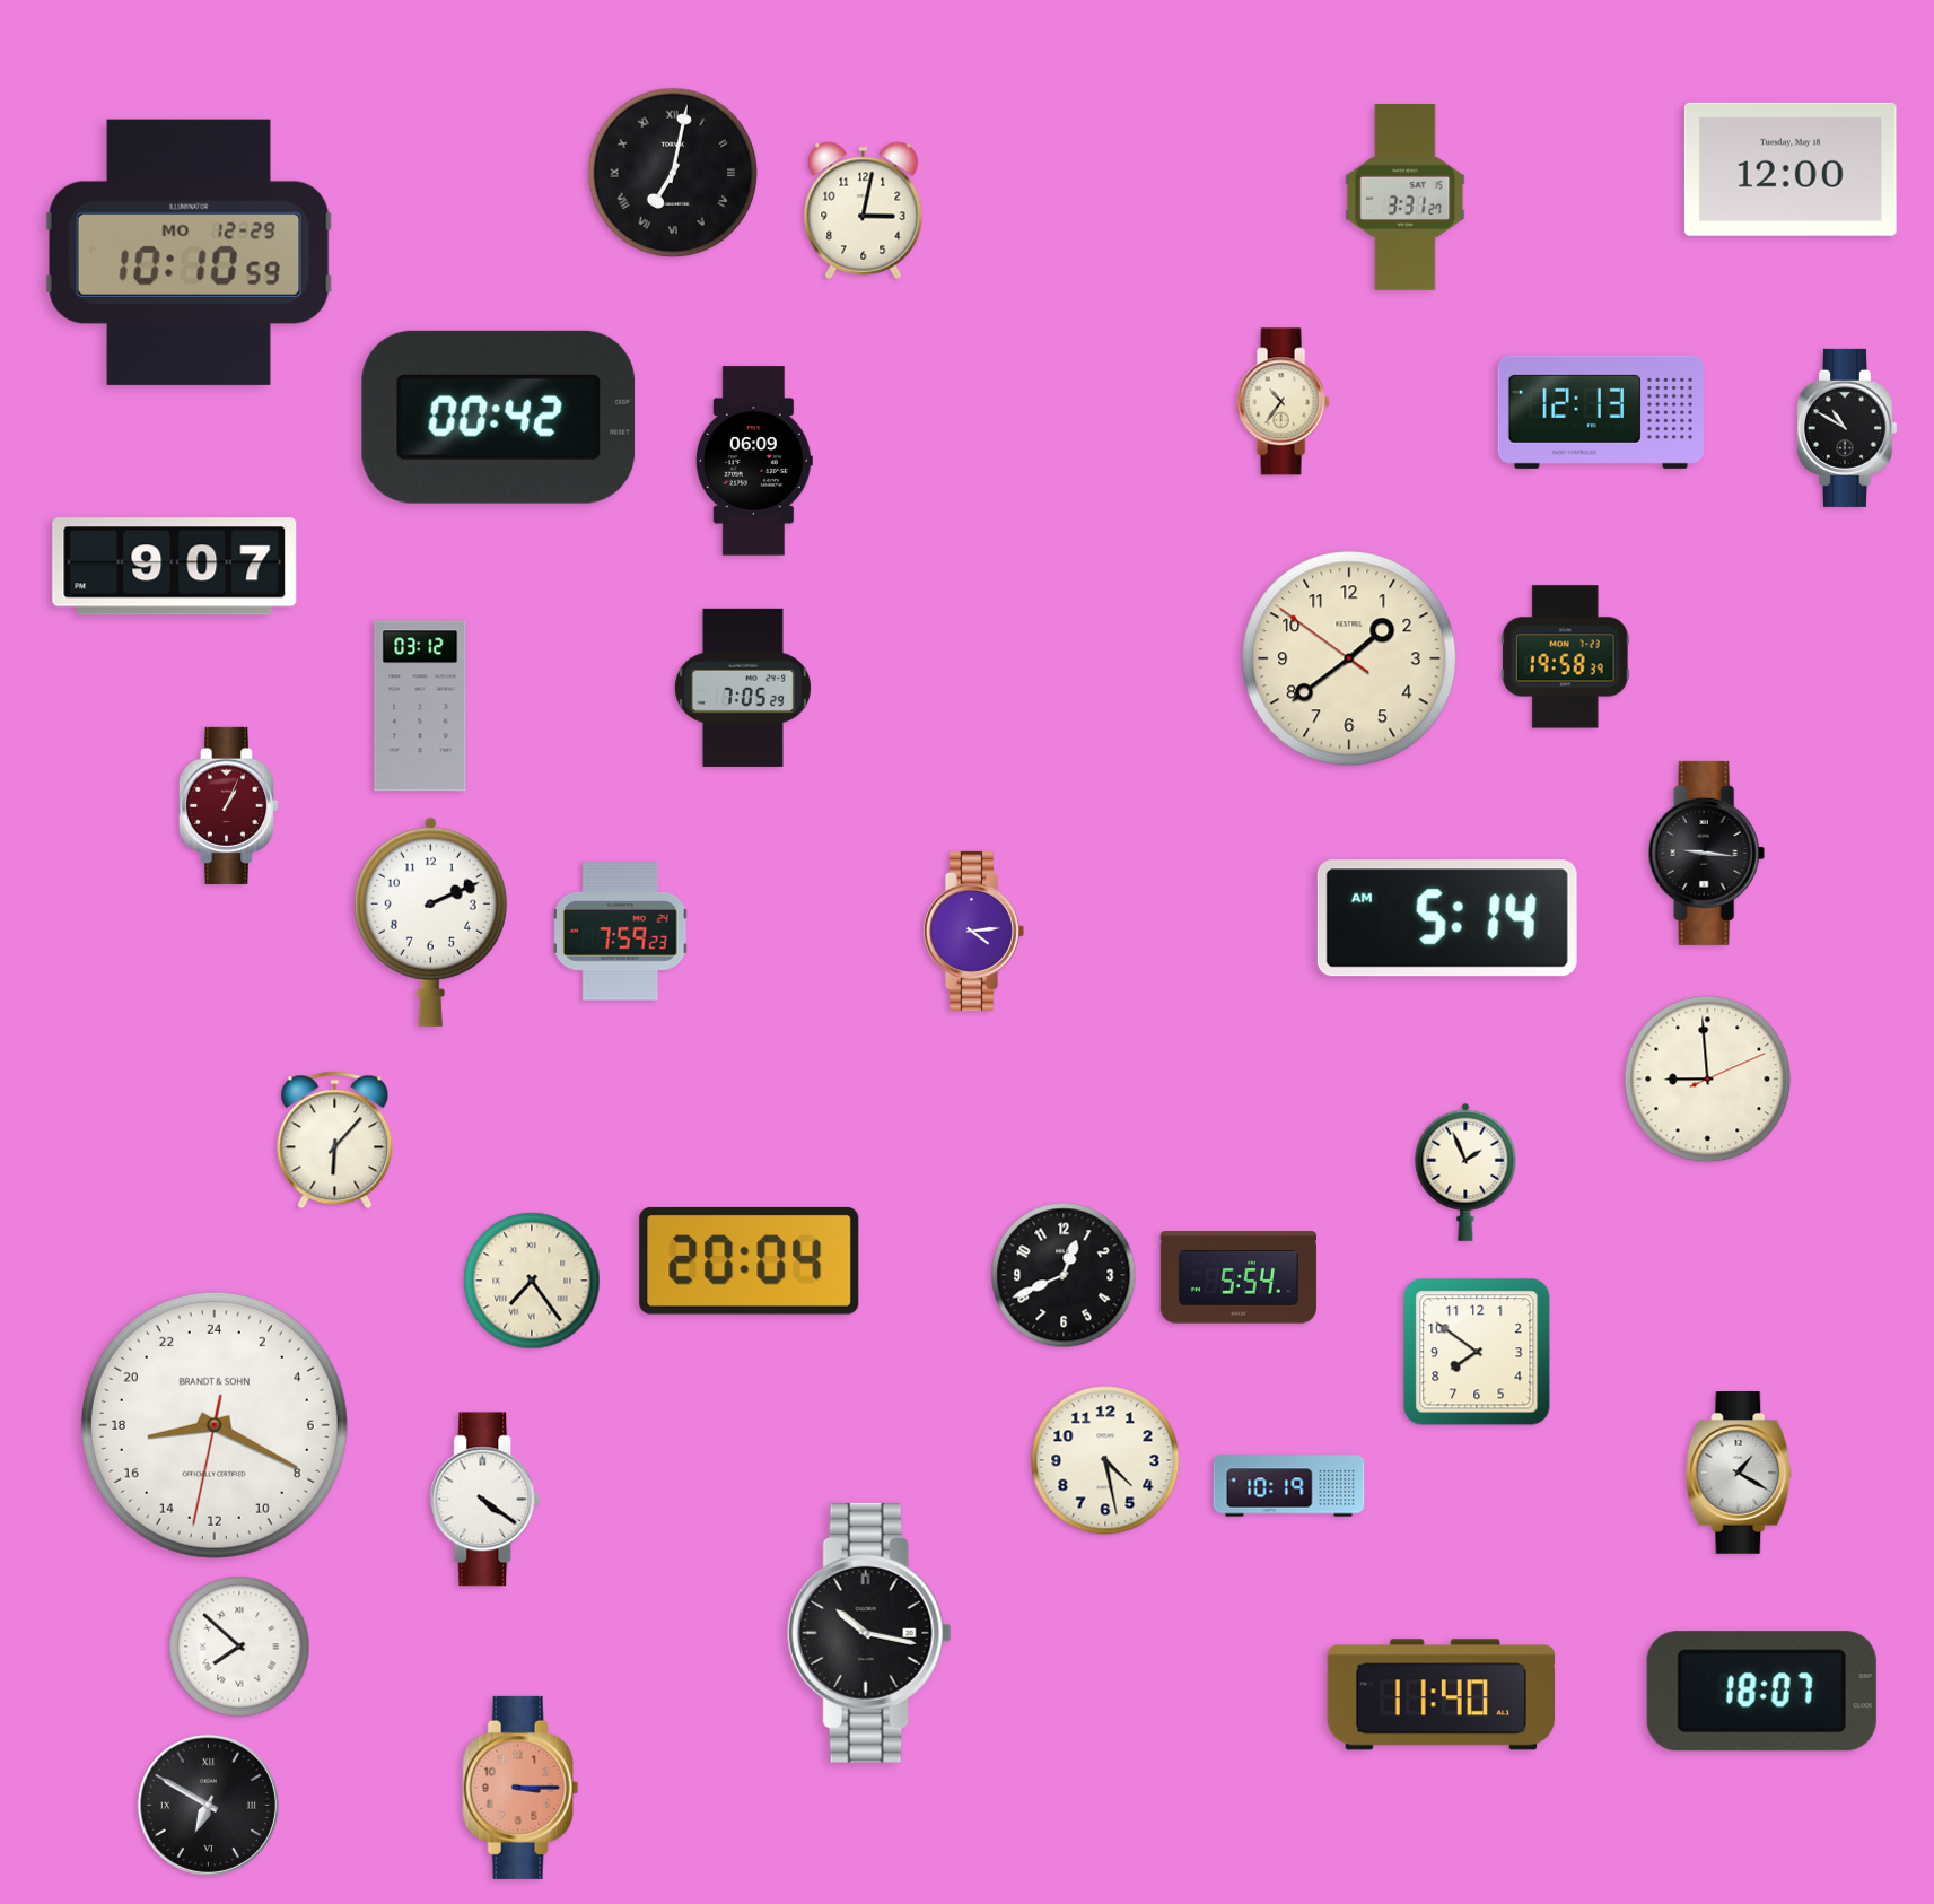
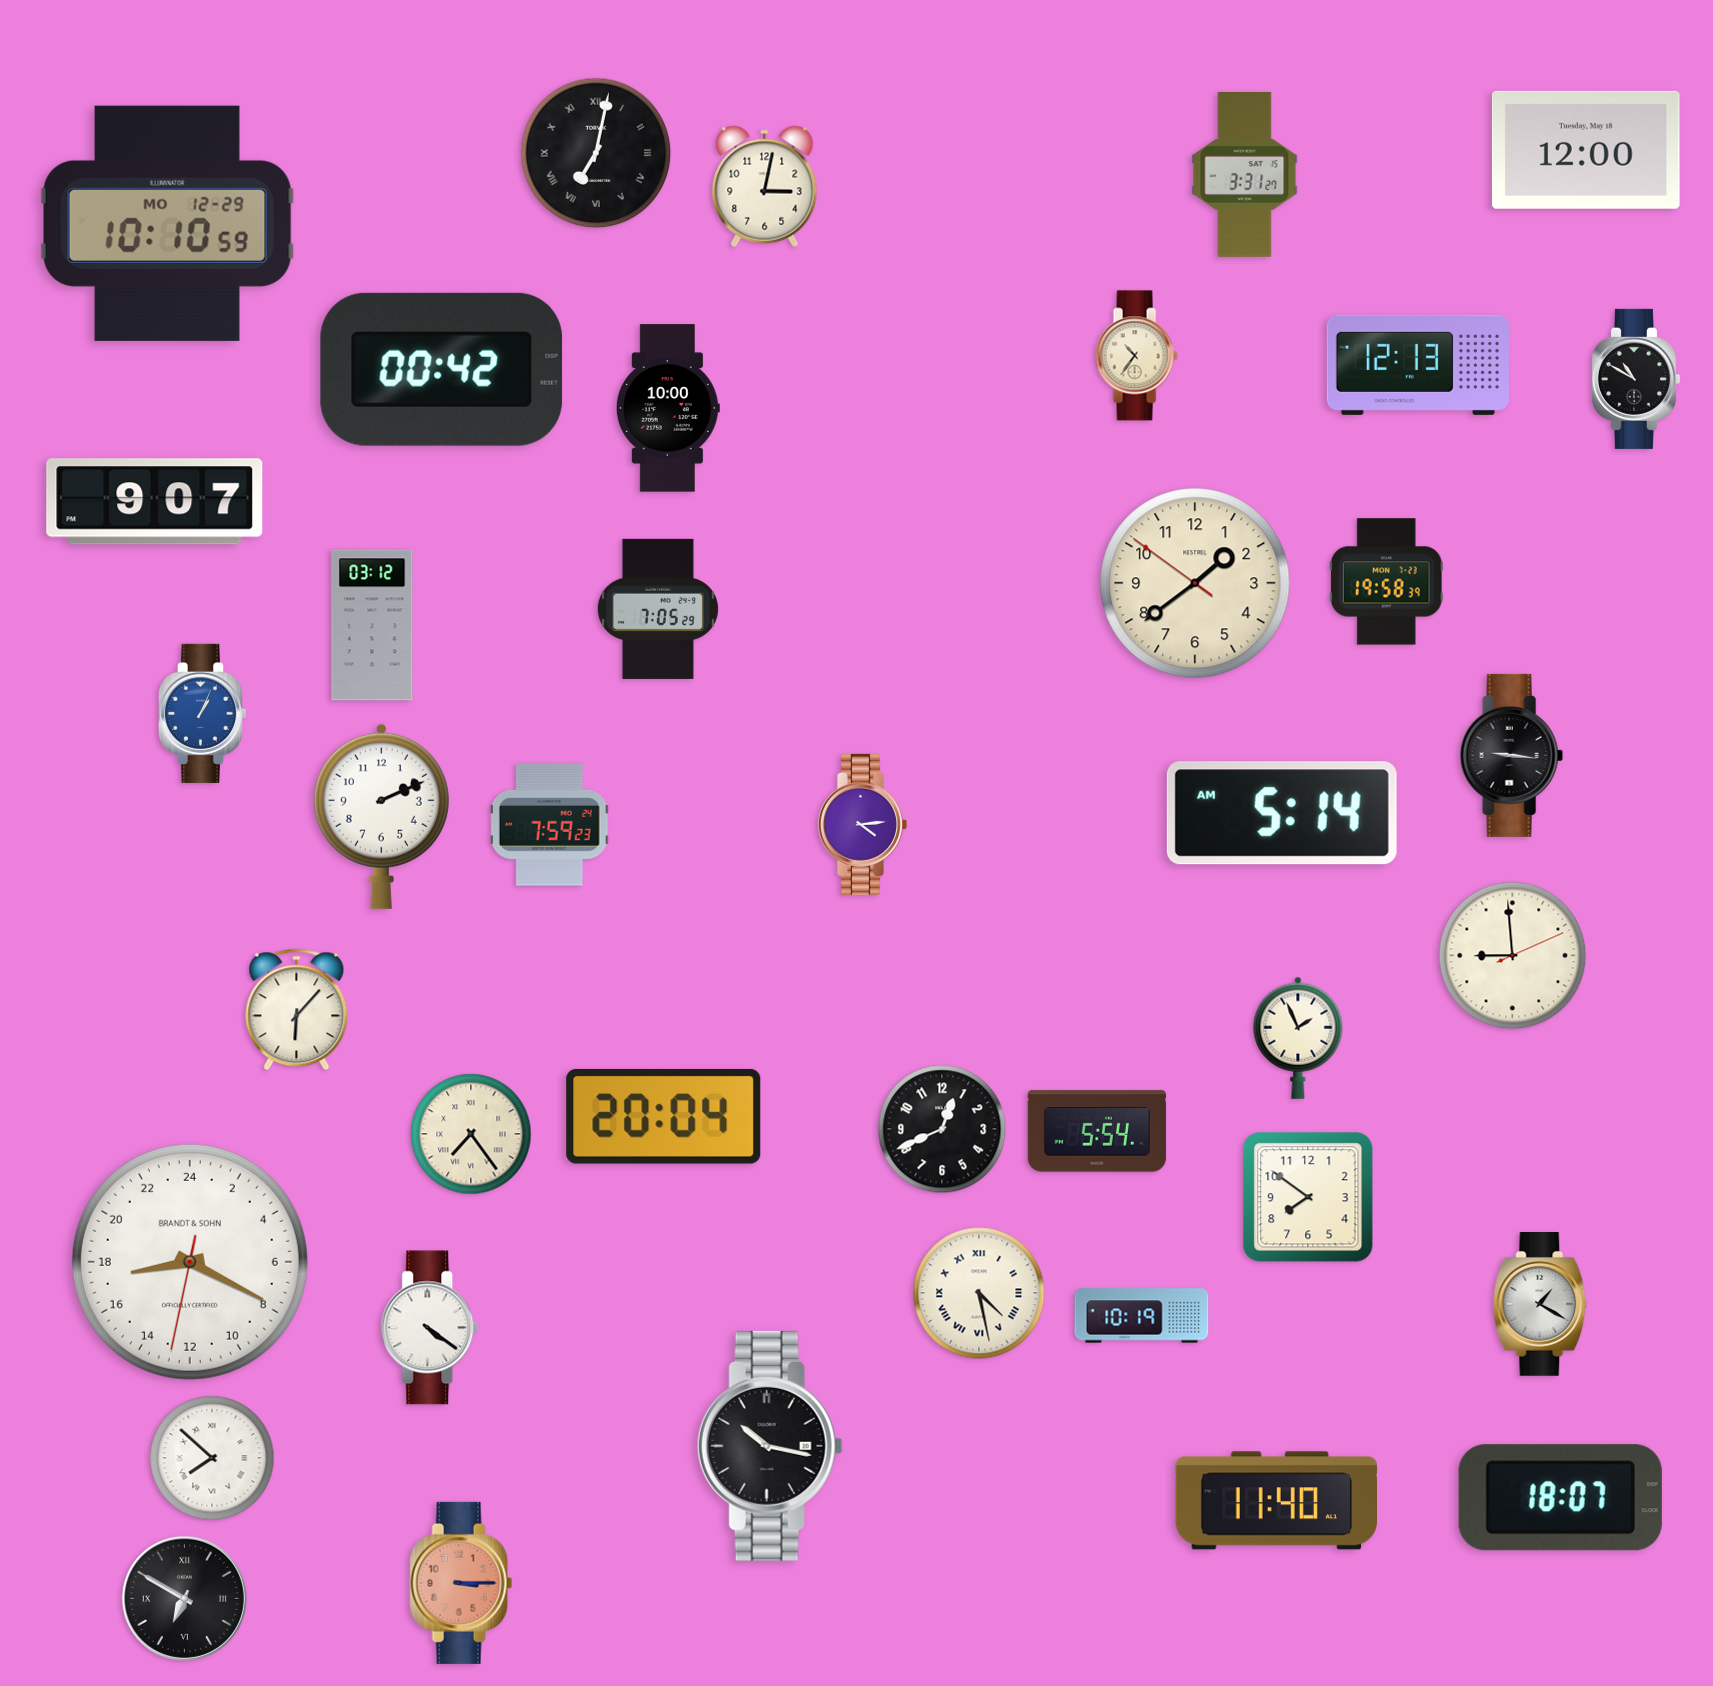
clock at (754, 461): 06:09 -> 10:00
clock at (228, 805) dial: burgundy -> blue
clock at (1105, 1460) numerals: Arabic -> Roman
